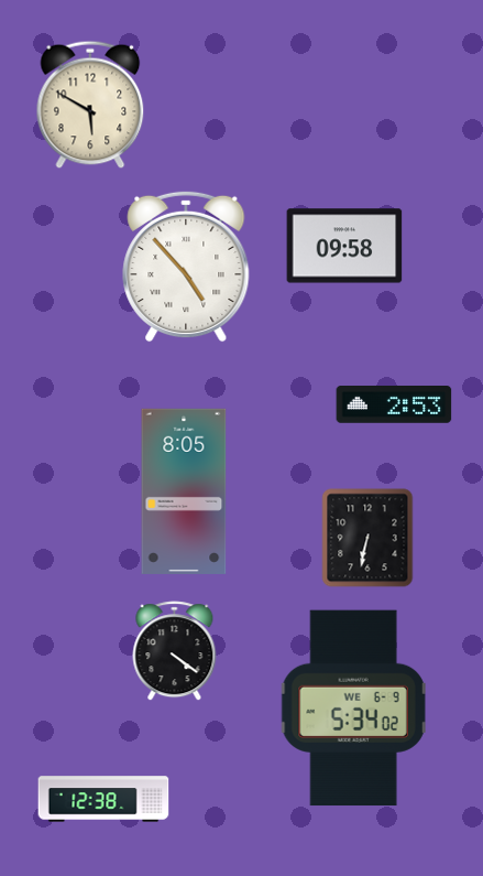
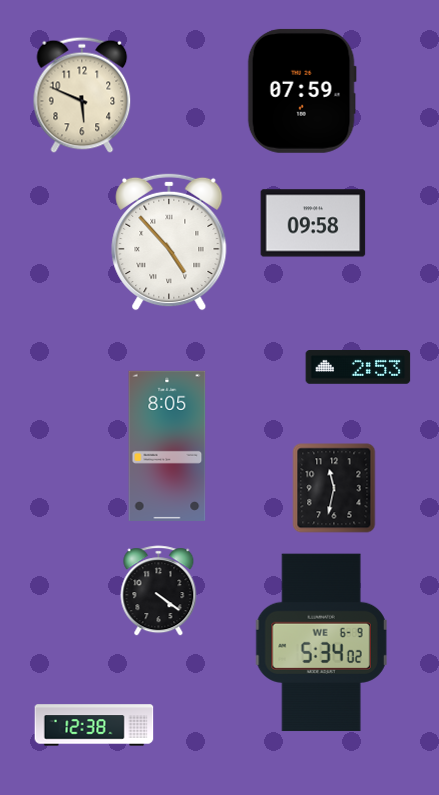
clock at (302, 91): none -> 07:59
clock at (90, 105): 5:50 -> 5:49
clock at (367, 538): 6:32 -> 11:32
